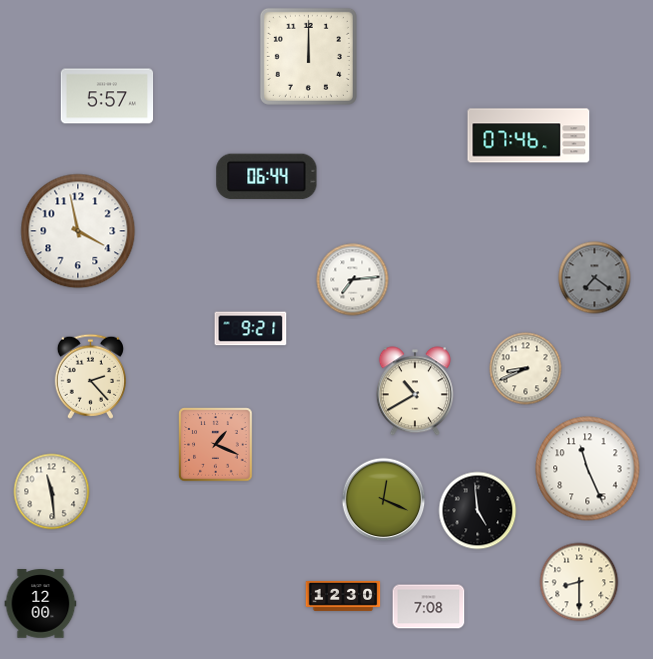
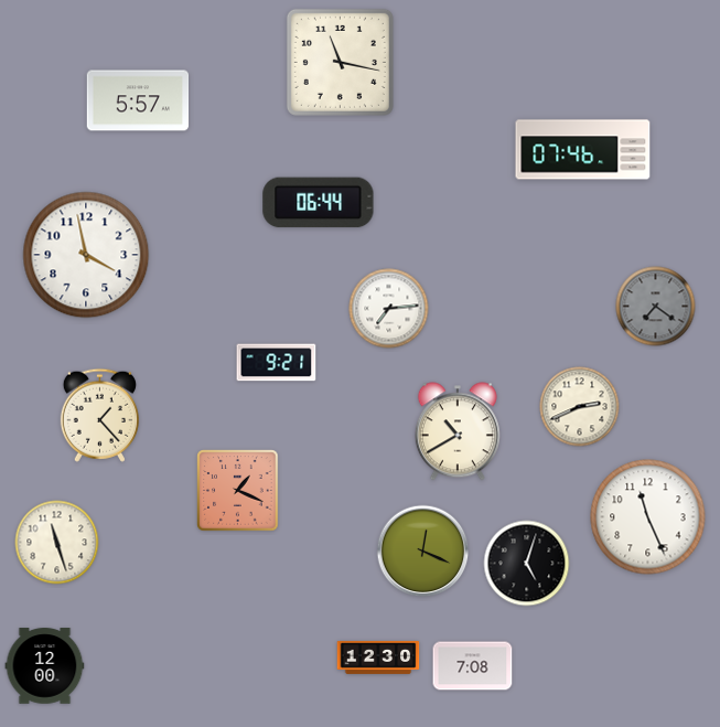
clock at (308, 56): 12:00 -> 11:17
clock at (107, 96) position: (107, 96) -> (138, 100)
clock at (267, 177) position: (267, 177) -> (319, 203)
clock at (526, 369): 8:41 -> 2:41
clock at (90, 376): 2:23 -> 1:23
clock at (52, 492): 11:29 -> 11:27
clock at (478, 511): 4:59 -> 5:03
clock at (579, 582): 8:30 -> none
clock at (429, 607) position: (429, 607) -> (473, 666)
